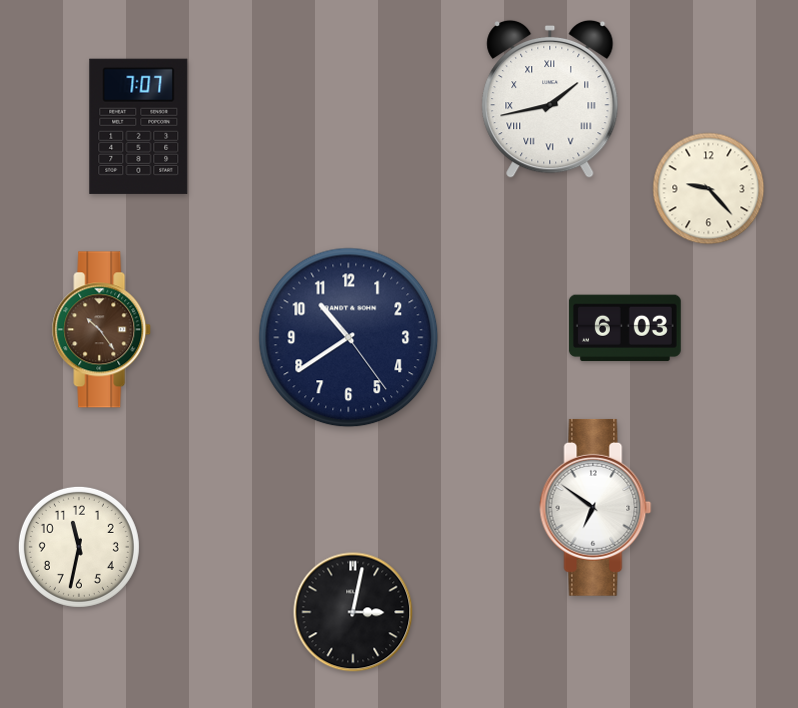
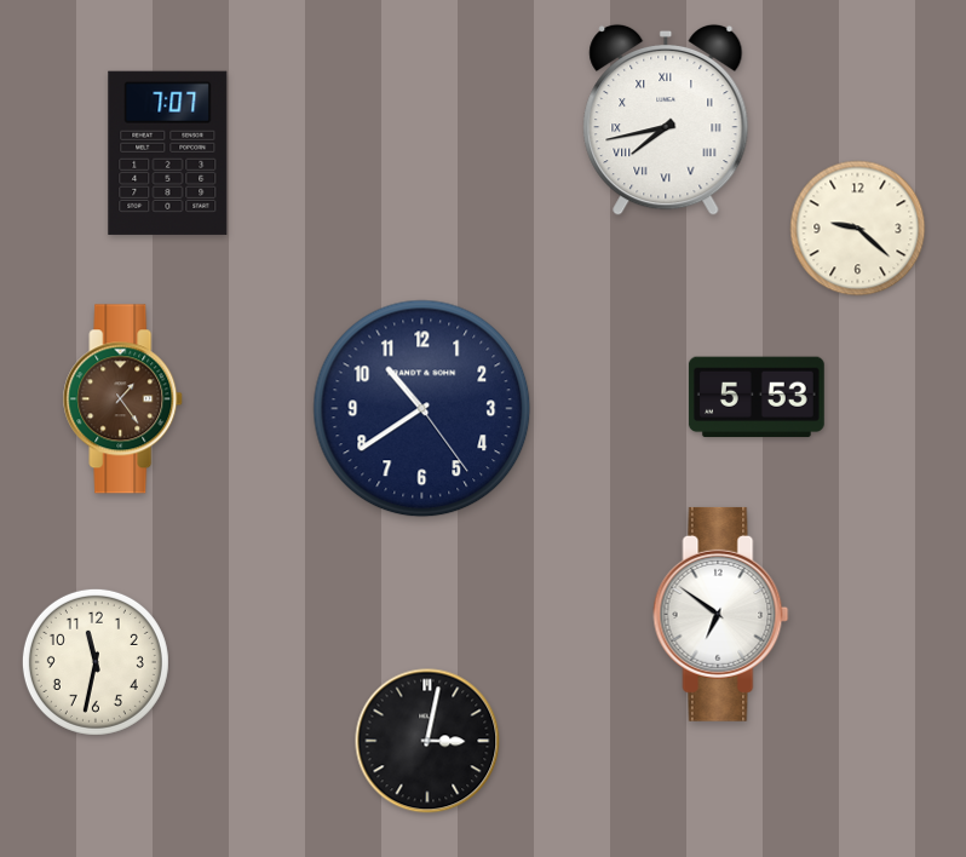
clock at (550, 99): 1:43 -> 7:43
clock at (709, 189): 9:23 -> 9:22
clock at (625, 328): 6:03 -> 5:53
clock at (102, 330): 10:24 -> 1:24
